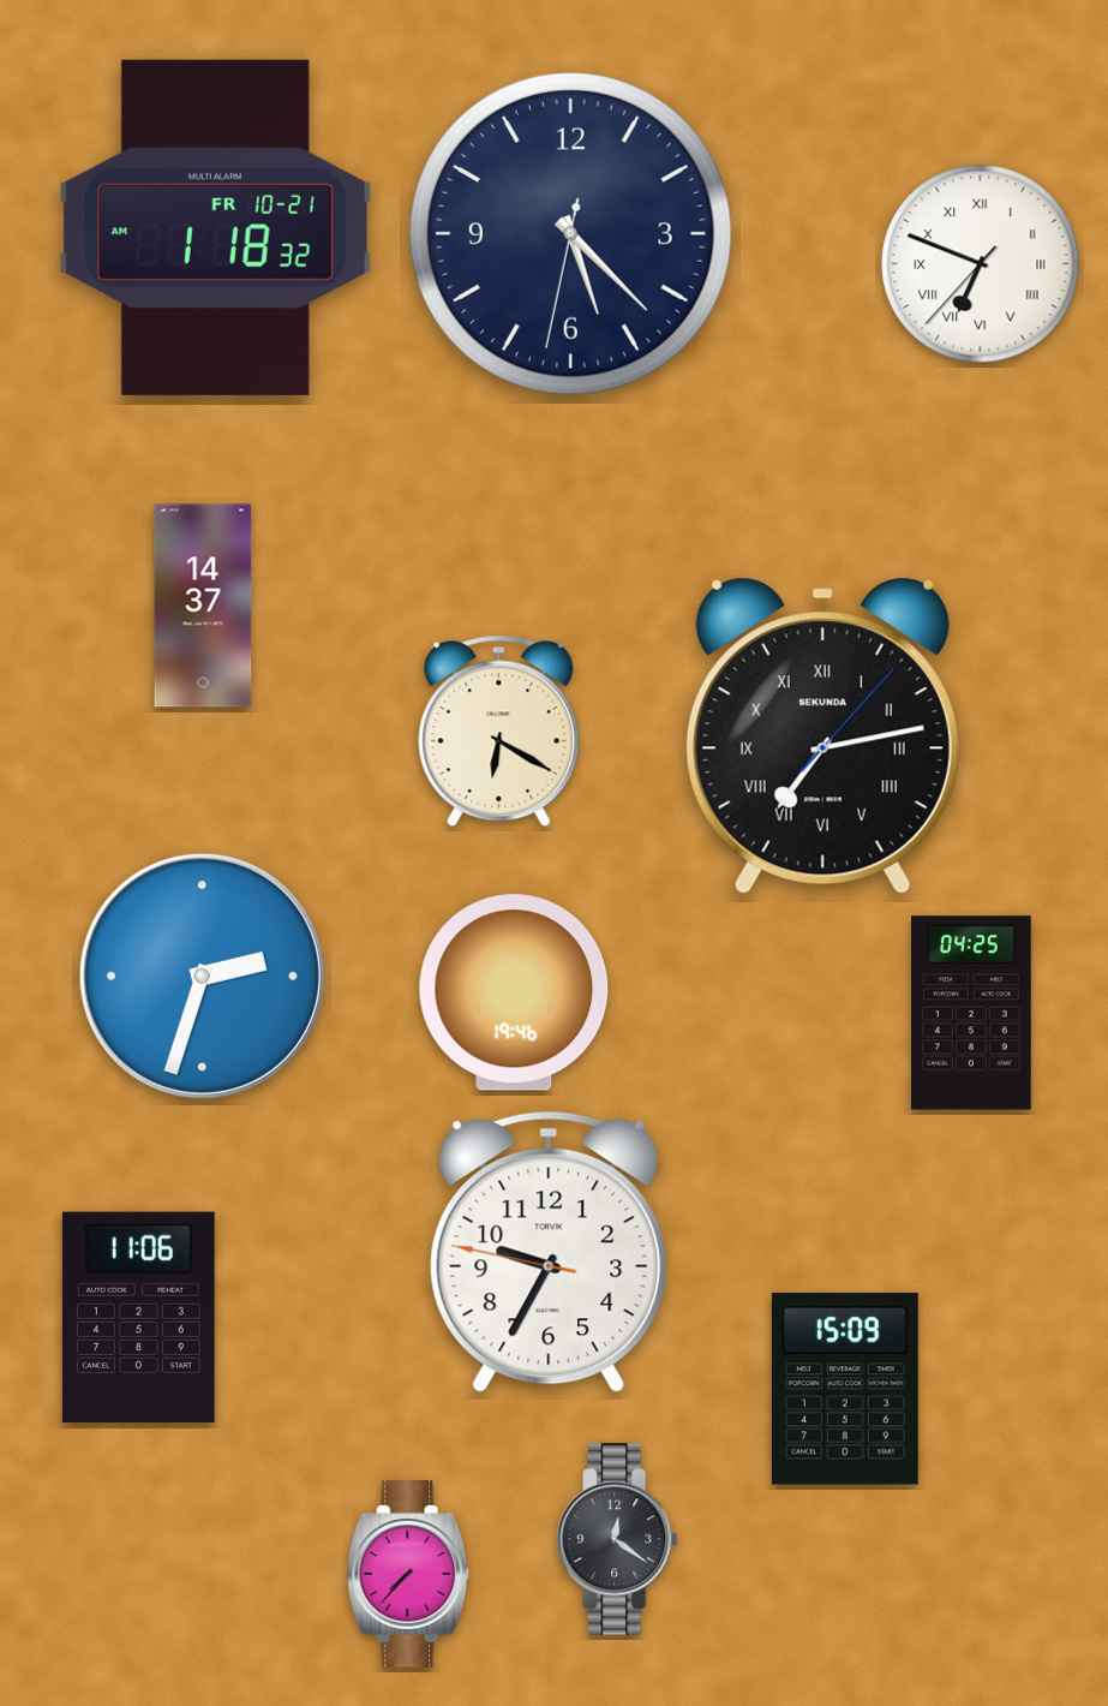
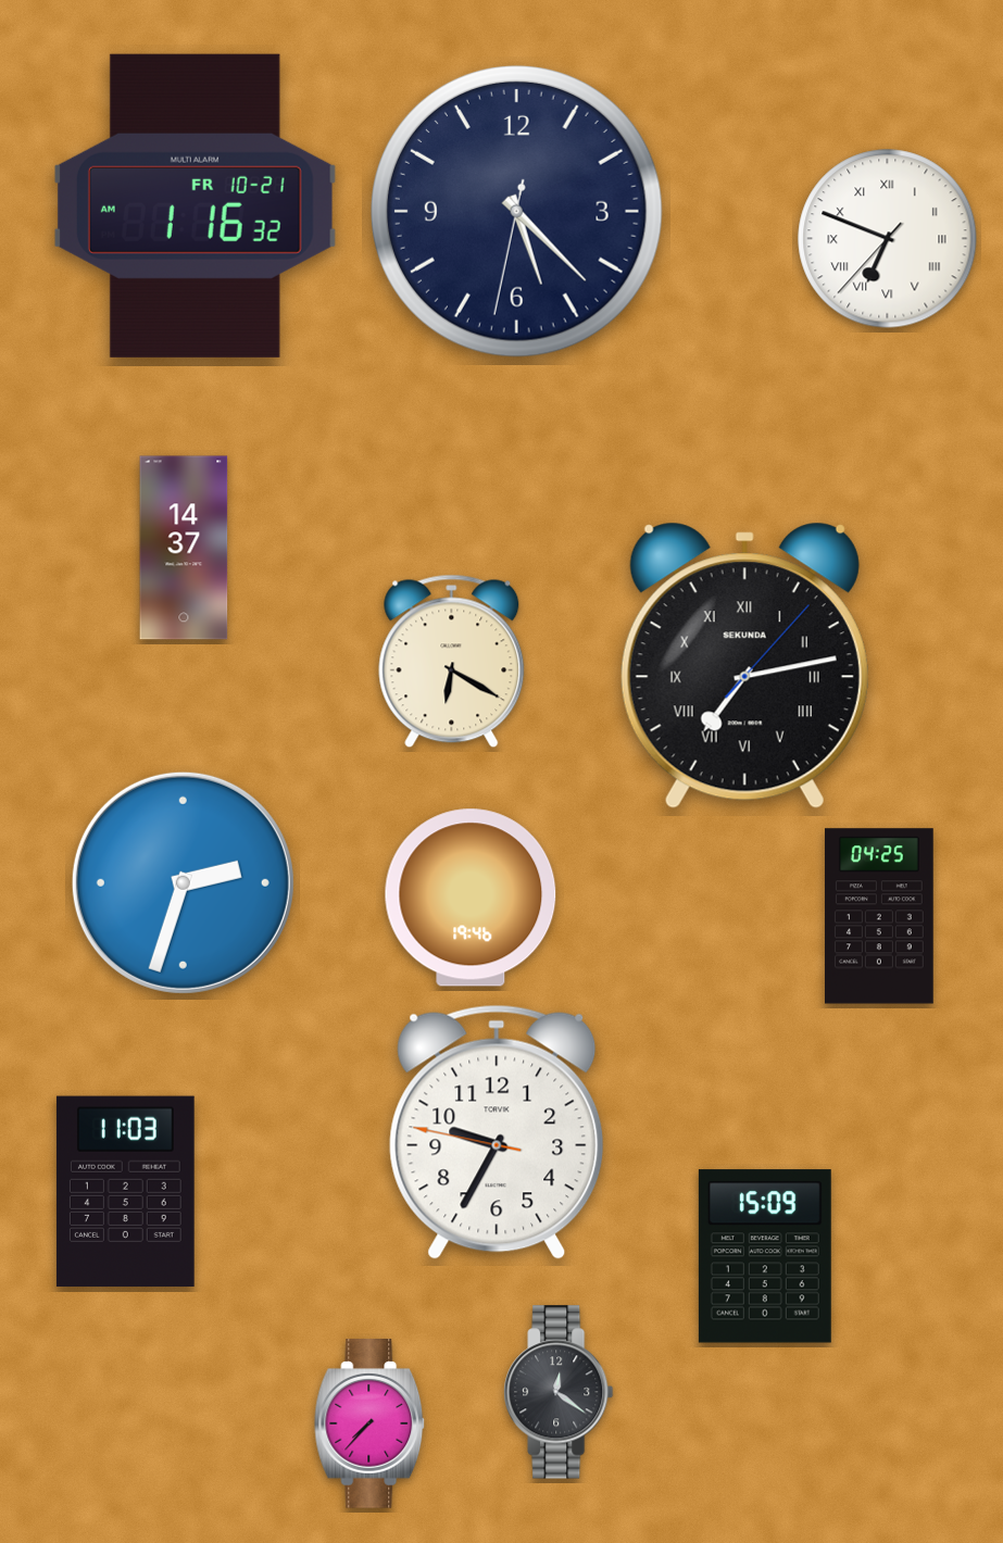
clock at (215, 227): 1:18 -> 1:16
clock at (514, 992) position: (514, 992) -> (471, 898)
clock at (138, 1318): 11:06 -> 11:03
